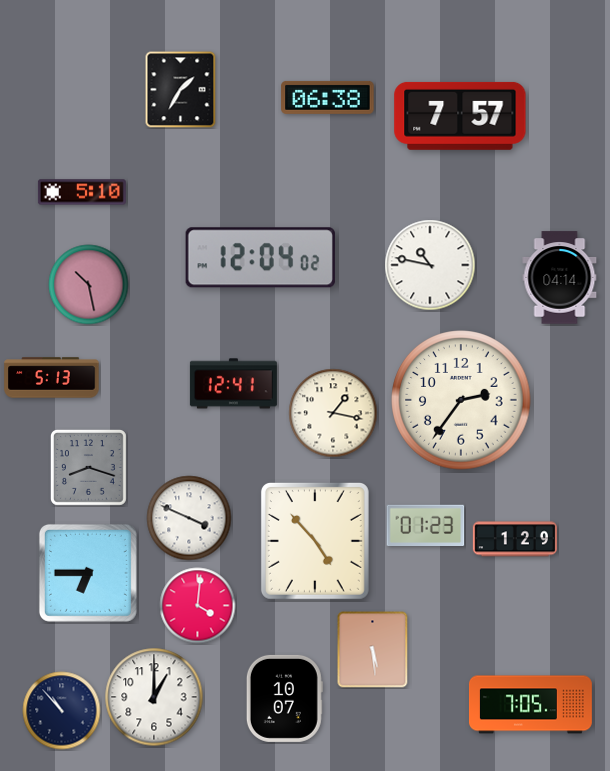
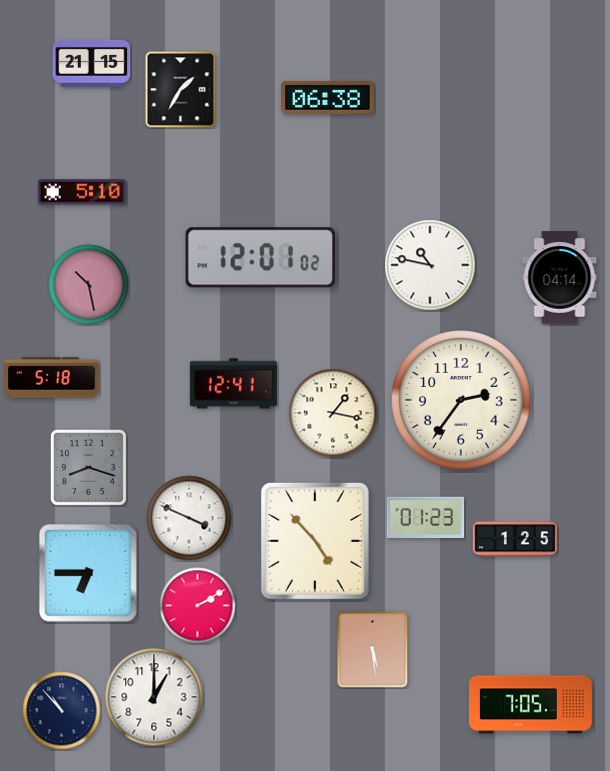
clock at (92, 63): none -> 21:15
clock at (460, 116): 7:57 -> none
clock at (260, 258): 12:04 -> 12:01
clock at (52, 378): 5:13 -> 5:18
clock at (426, 526) position: (426, 526) -> (426, 518)
clock at (515, 539): 1:29 -> 1:25
clock at (198, 606): 4:01 -> 2:10
clock at (284, 698): 10:07 -> none
